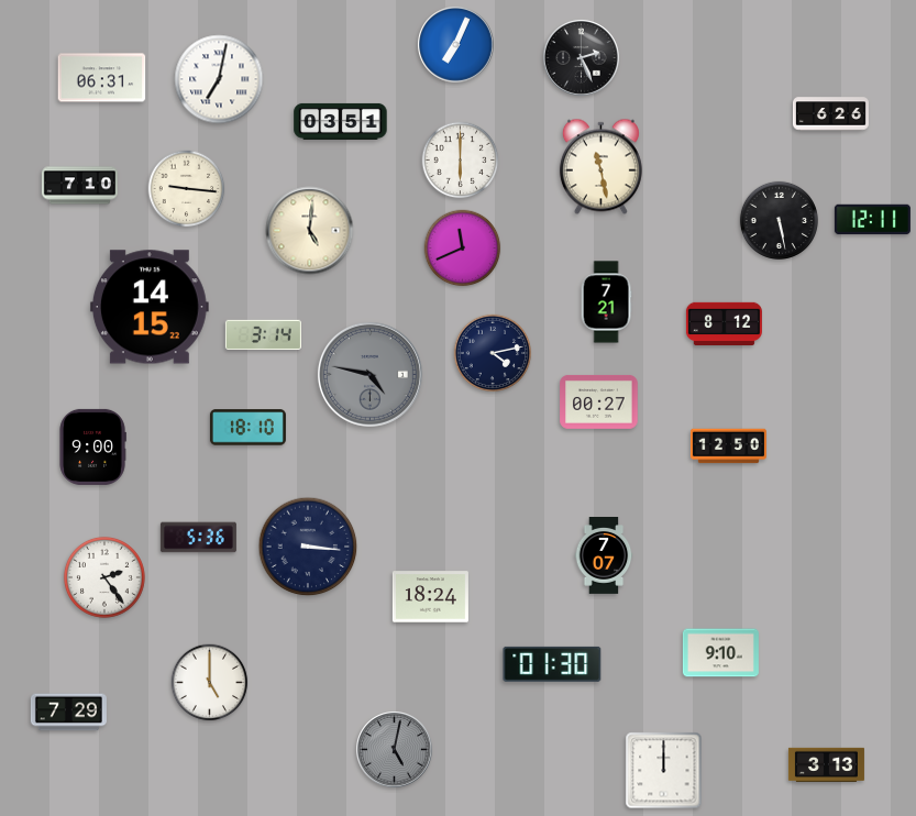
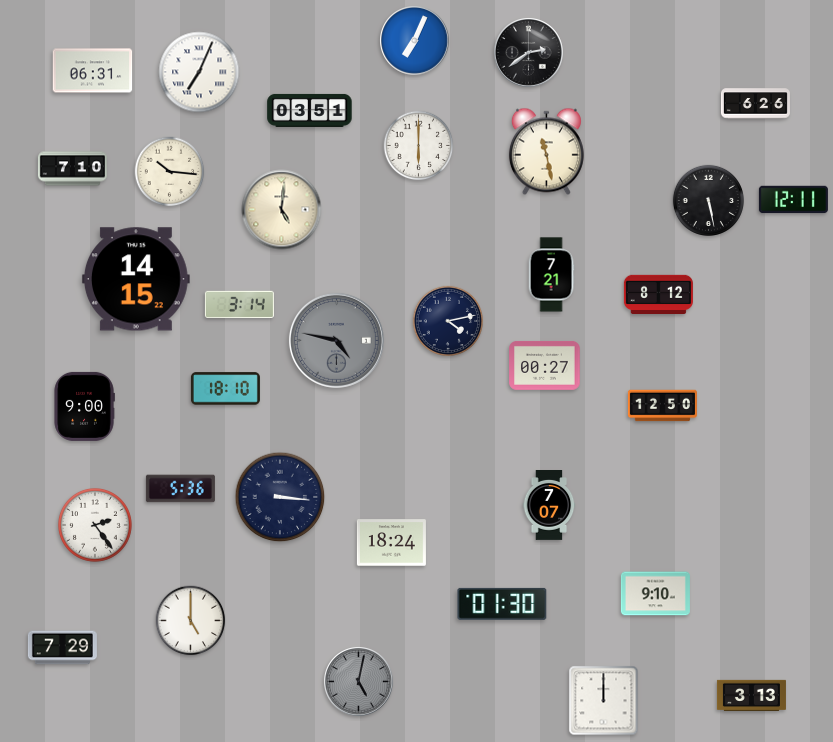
clock at (582, 58): 2:26 -> 2:39
clock at (219, 79): 7:02 -> 7:04
clock at (187, 189): 9:16 -> 10:16
clock at (463, 249): 11:41 -> none
